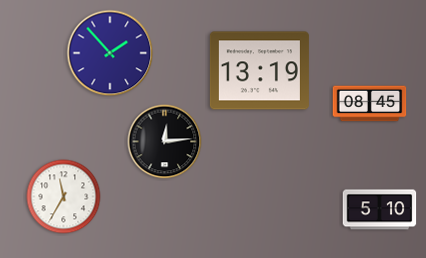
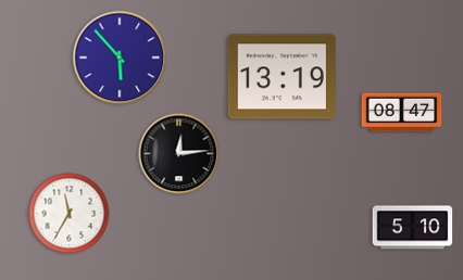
clock at (110, 53): 1:53 -> 5:53
clock at (370, 104): 08:45 -> 08:47
